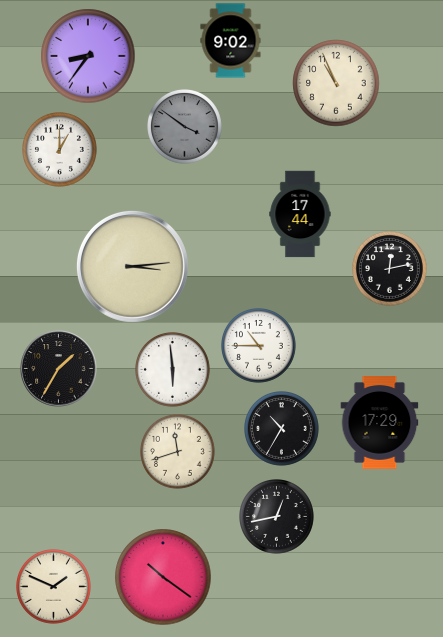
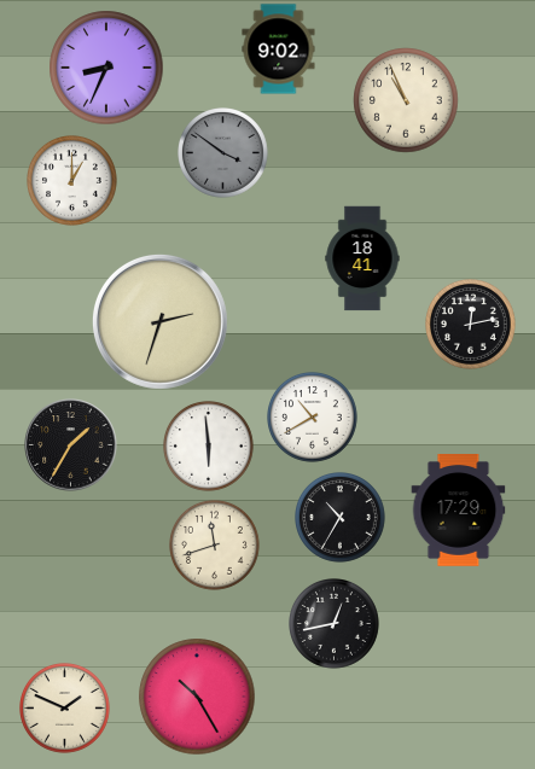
clock at (88, 56): 8:36 -> 8:34
clock at (300, 214): 17:44 -> 18:41
clock at (132, 266): 3:14 -> 2:33
clock at (259, 346): 10:45 -> 10:40
clock at (163, 577): 10:21 -> 10:25
